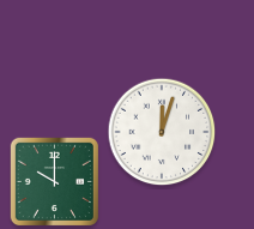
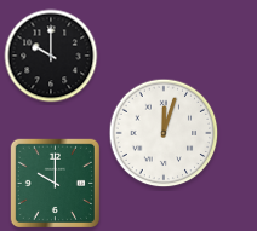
clock at (51, 56): none -> 10:00
